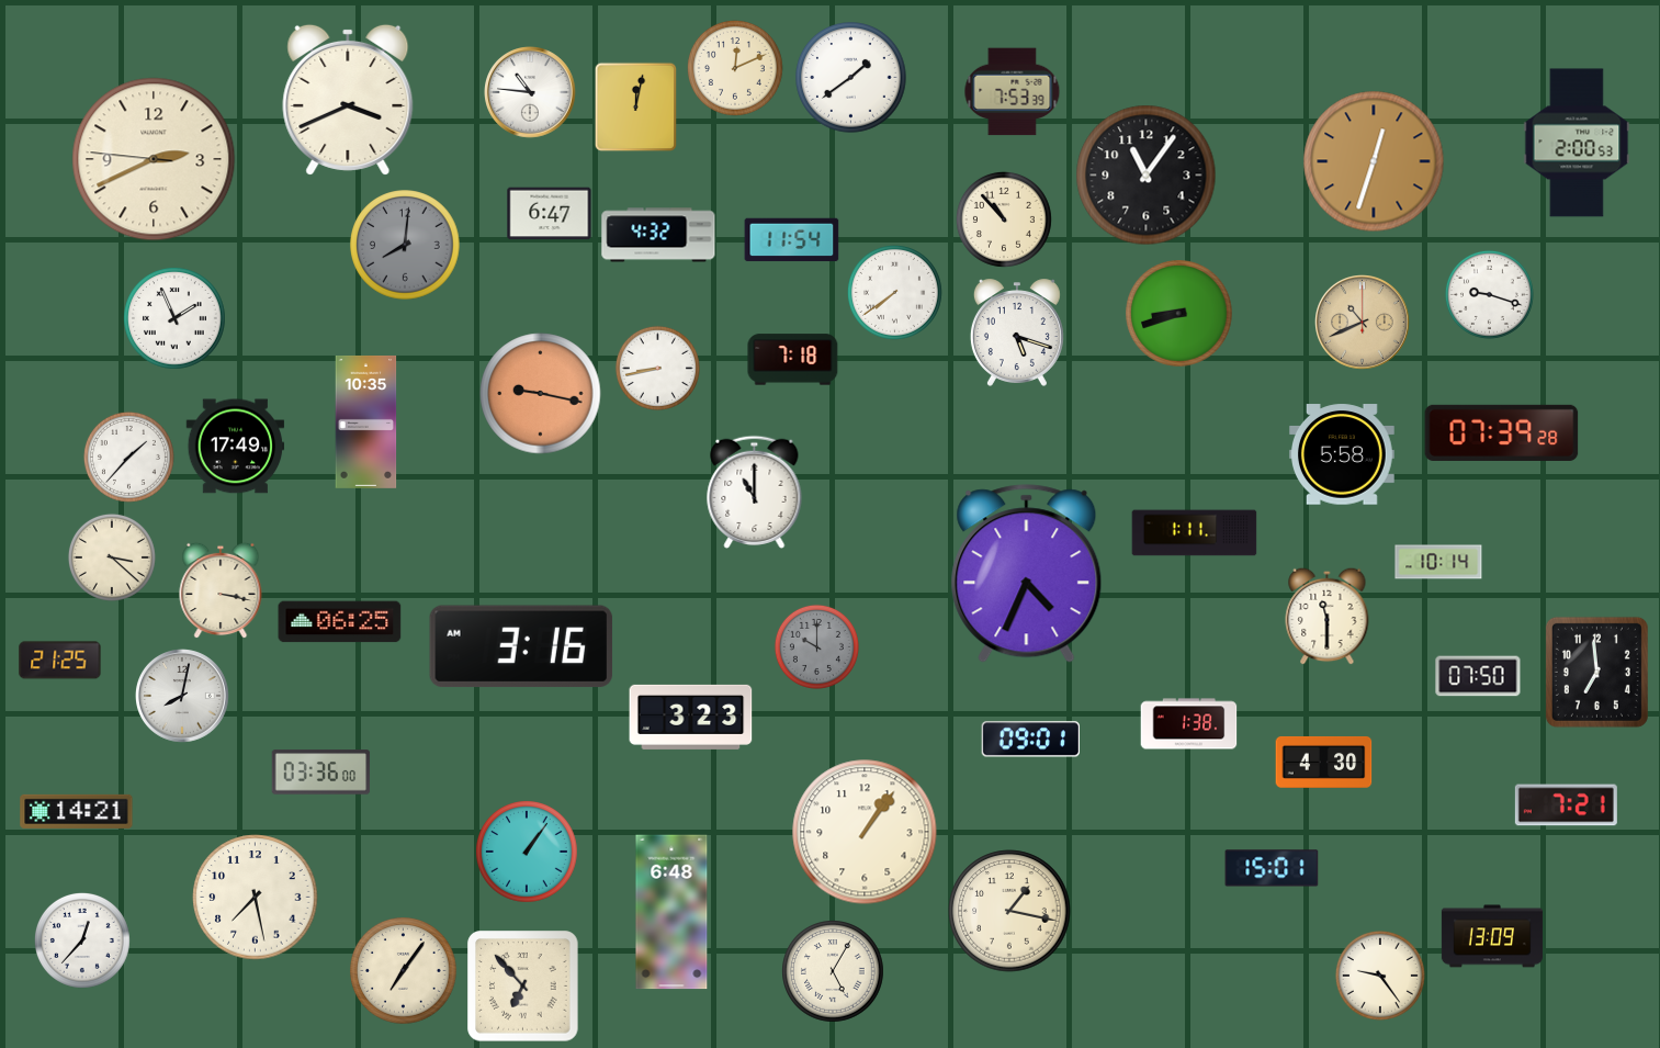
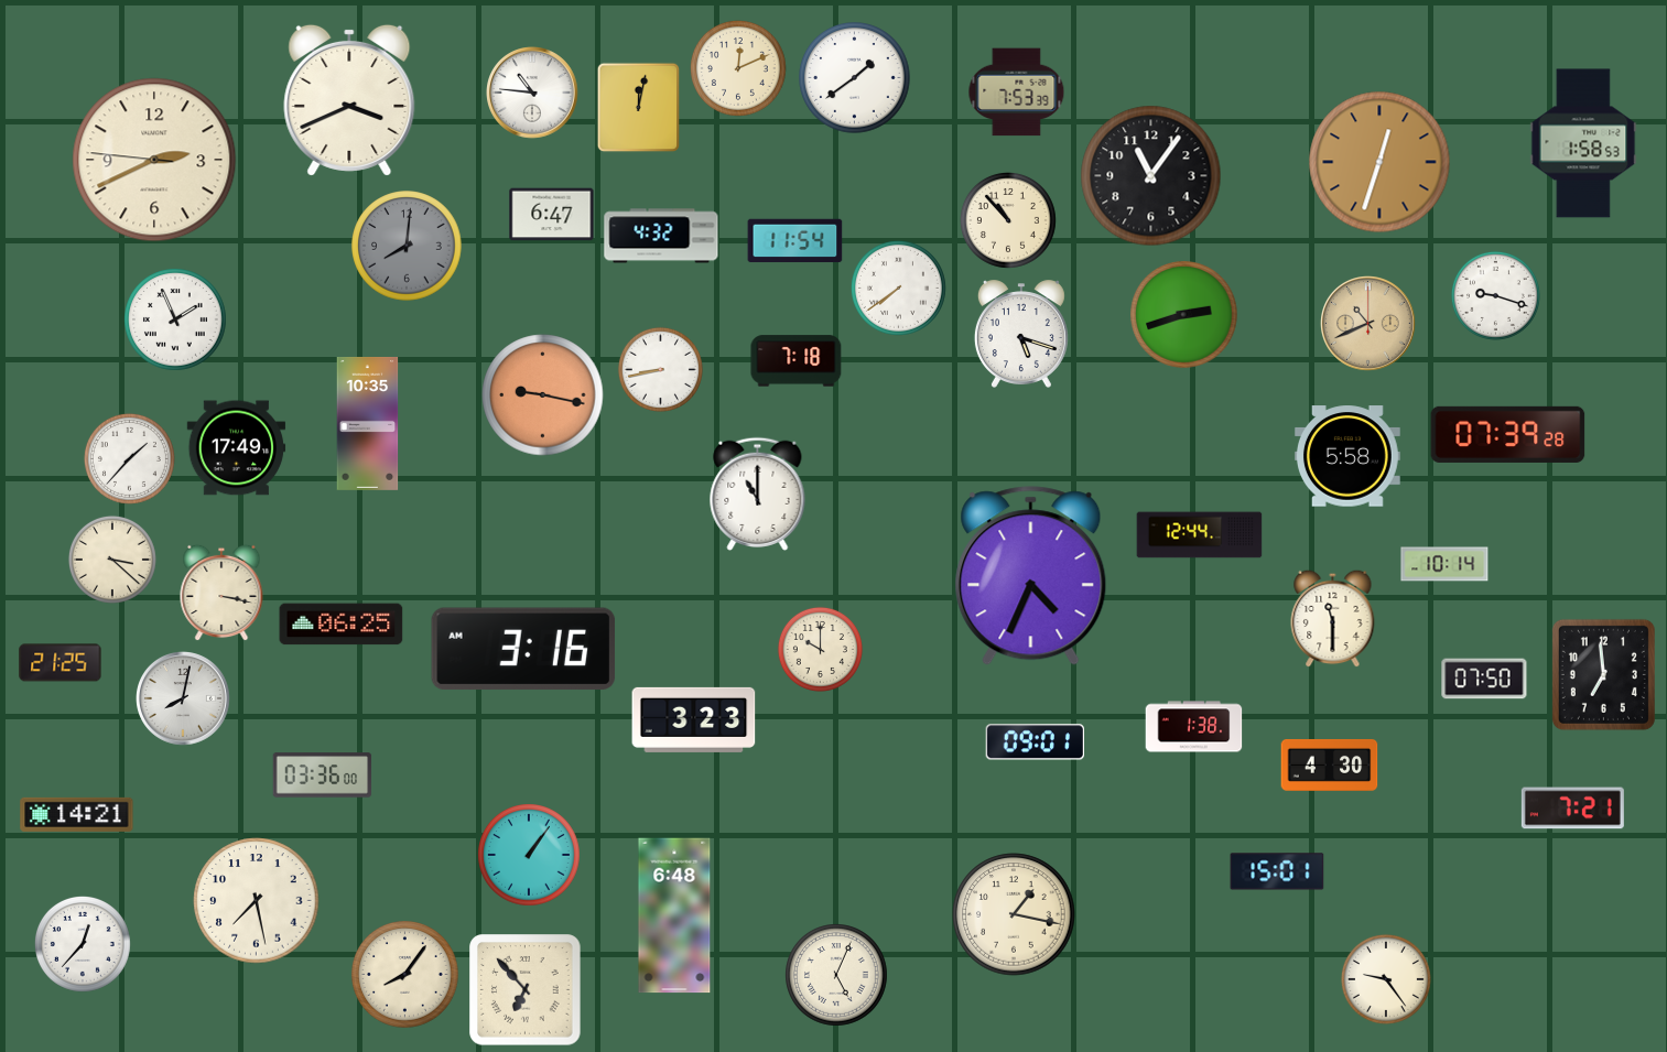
clock at (1577, 143): 2:00 -> 1:58
clock at (894, 292) position: (894, 292) -> (898, 288)
clock at (1179, 314): 8:42 -> 2:42
clock at (1195, 533): 1:11 -> 12:44
clock at (816, 646) dial: grey -> cream
clock at (865, 832): 1:06 -> none
clock at (1492, 936): 13:09 -> none
clock at (404, 971): 7:06 -> 8:06
clock at (834, 972): 5:05 -> 5:04
